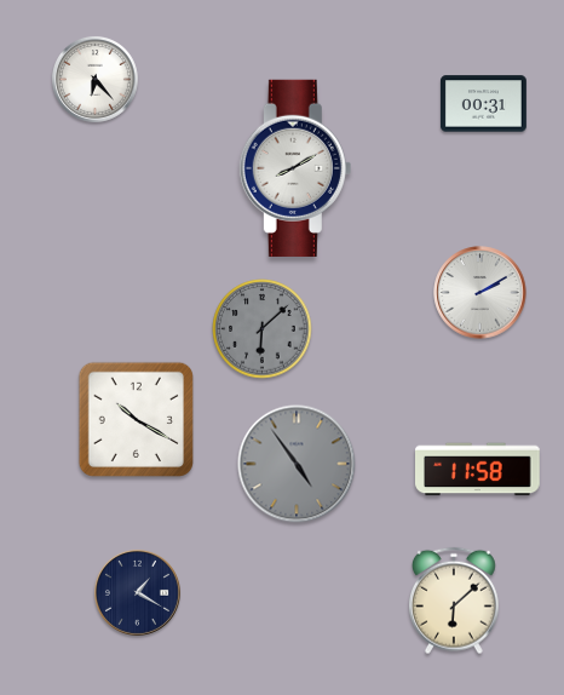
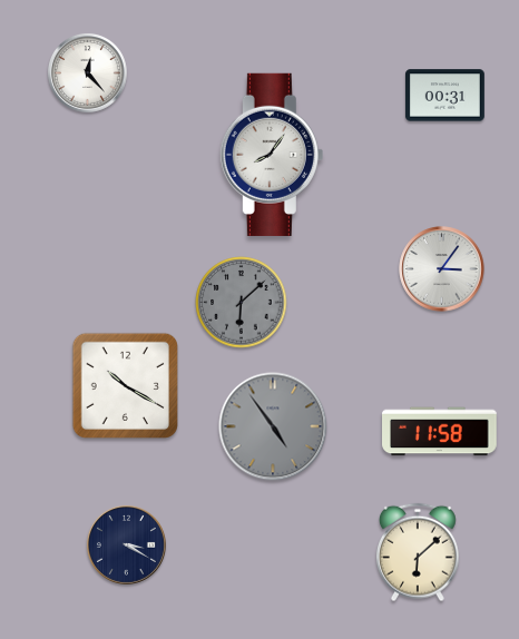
clock at (94, 79): 6:23 -> 12:23
clock at (295, 168): 8:10 -> 8:06
clock at (480, 293): 2:10 -> 3:06
clock at (137, 592): 1:20 -> 3:20
